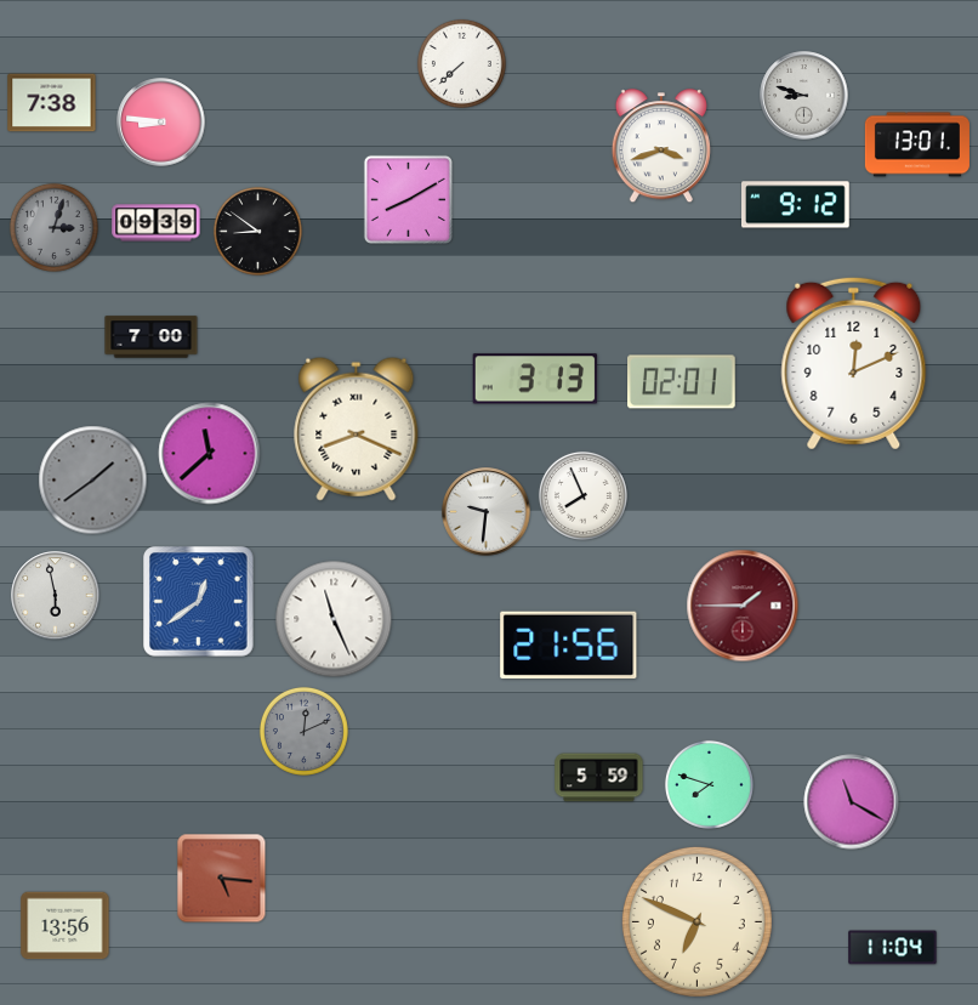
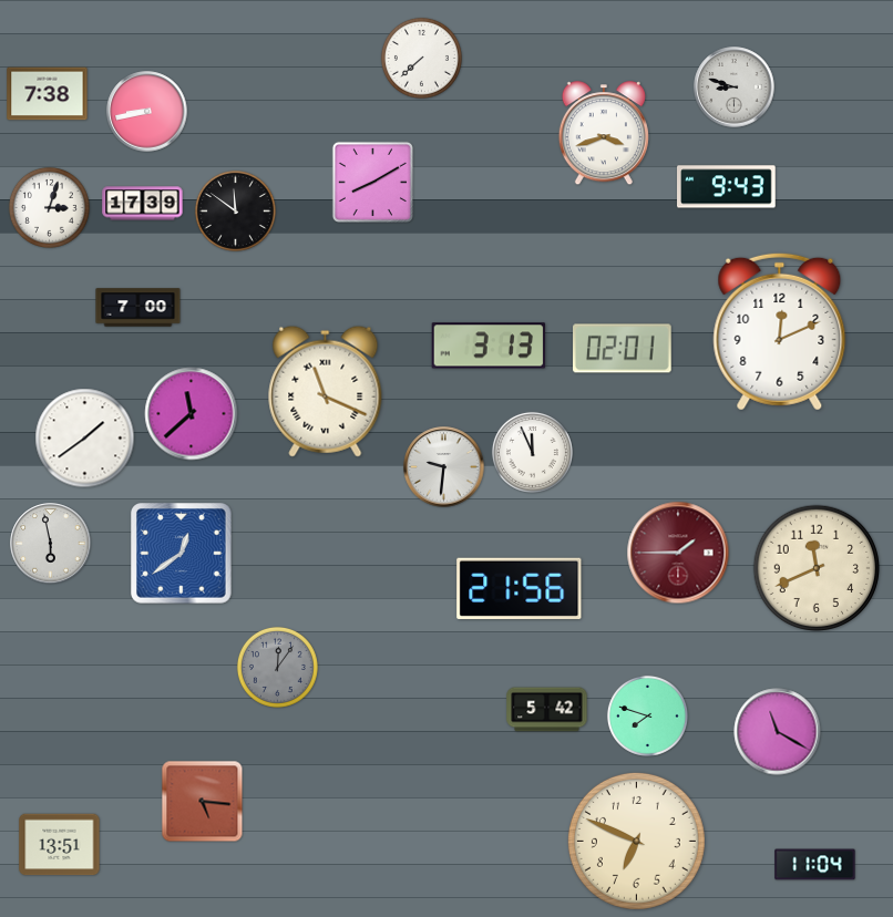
clock at (161, 123): 8:46 -> 8:43
clock at (917, 144): 13:01 -> none
clock at (796, 205): 9:12 -> 9:43
clock at (157, 223): 09:39 -> 17:39
clock at (53, 227) dial: grey -> white
clock at (257, 231): 8:51 -> 11:51
clock at (357, 428): 8:19 -> 11:19
clock at (93, 481) dial: grey -> white
clock at (582, 495): 7:56 -> 11:56
clock at (199, 602) position: (199, 602) -> (182, 554)
clock at (334, 619): 11:26 -> none
clock at (815, 567): none -> 11:41
clock at (303, 731): 12:11 -> 12:06
clock at (599, 778): 5:59 -> 5:42
clock at (66, 926): 13:56 -> 13:51
